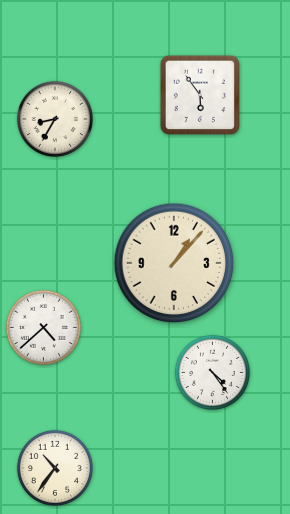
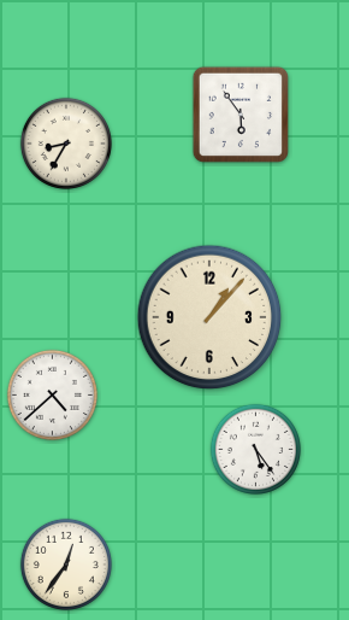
clock at (212, 372): 4:24 -> 5:24
clock at (55, 468): 10:36 -> 12:36
